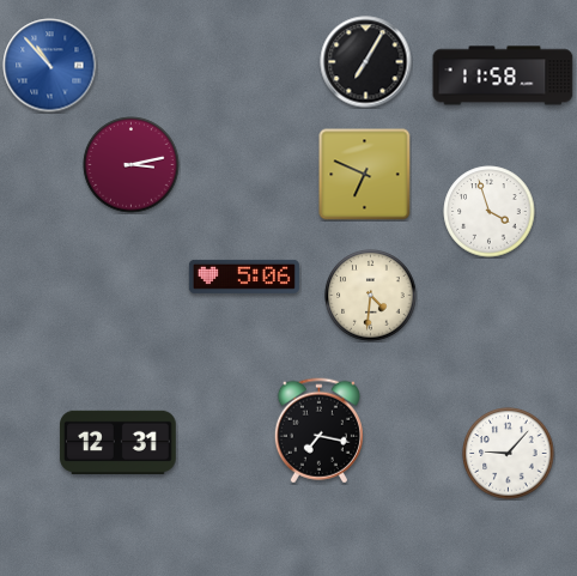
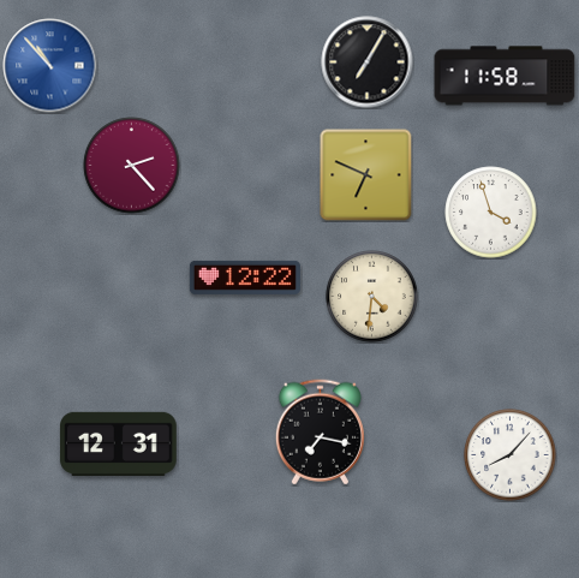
clock at (132, 165): 3:13 -> 2:23
clock at (244, 277): 5:06 -> 12:22
clock at (509, 454): 9:07 -> 8:07
